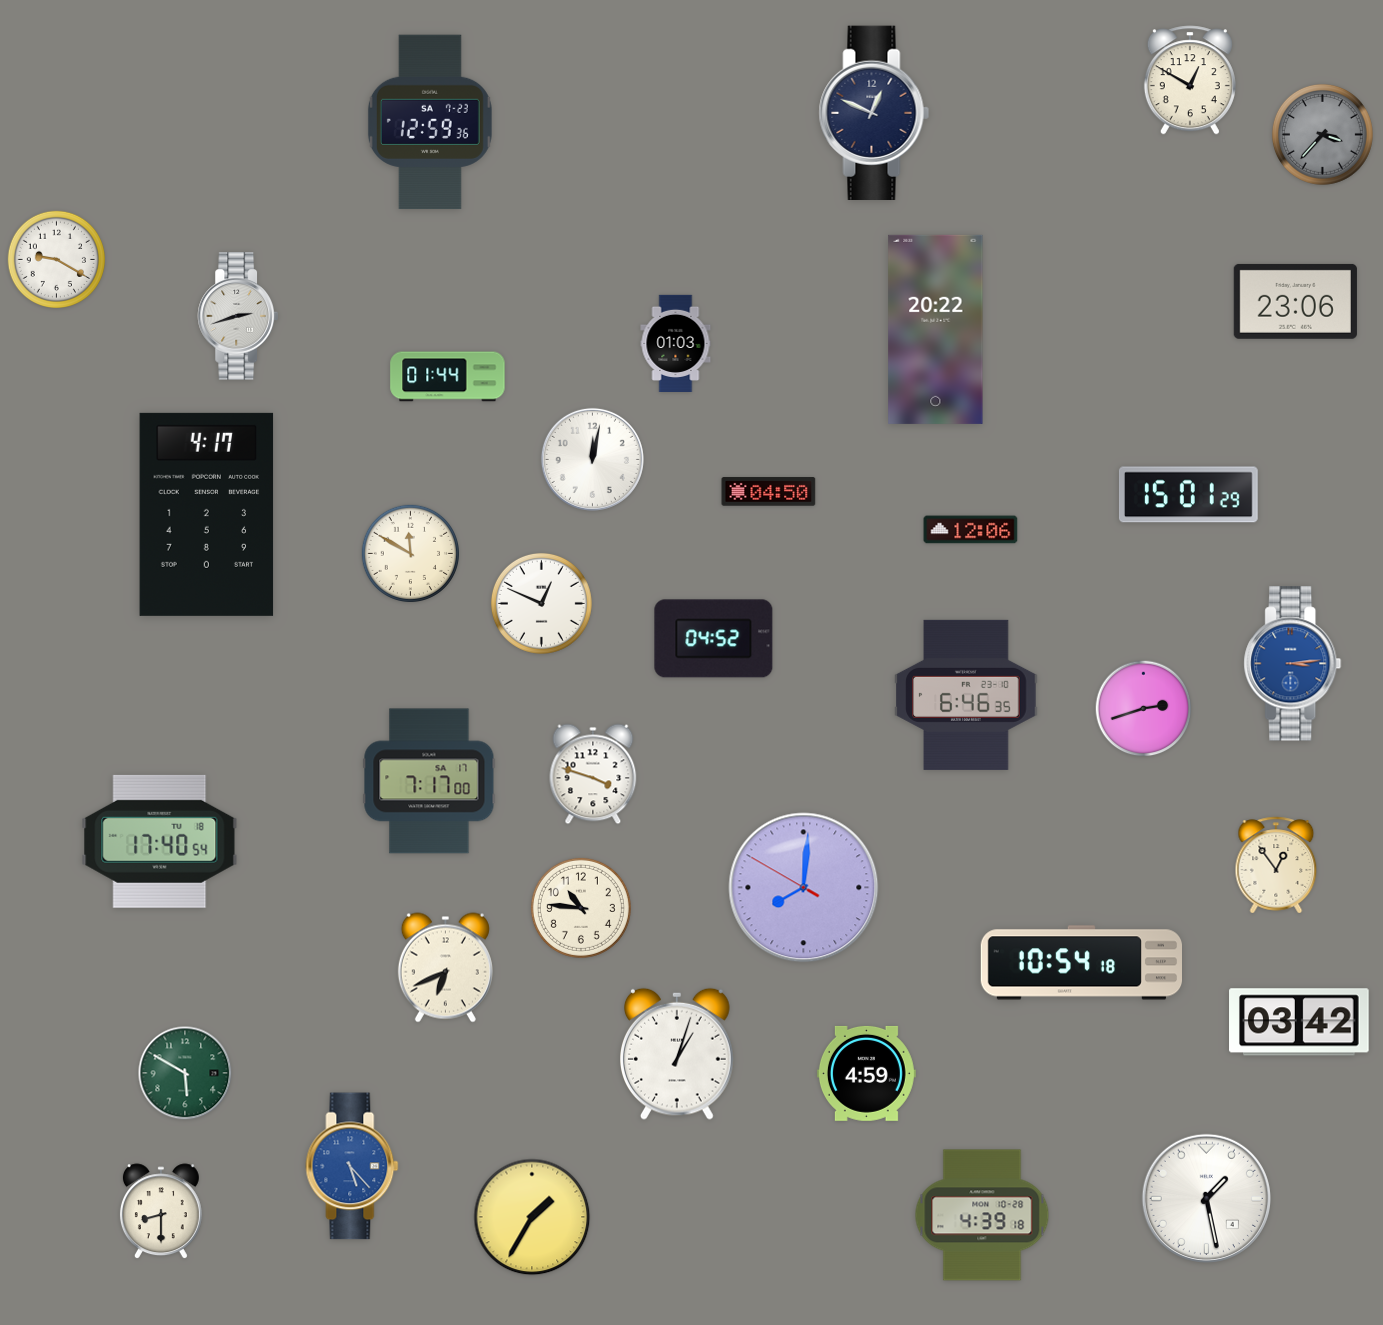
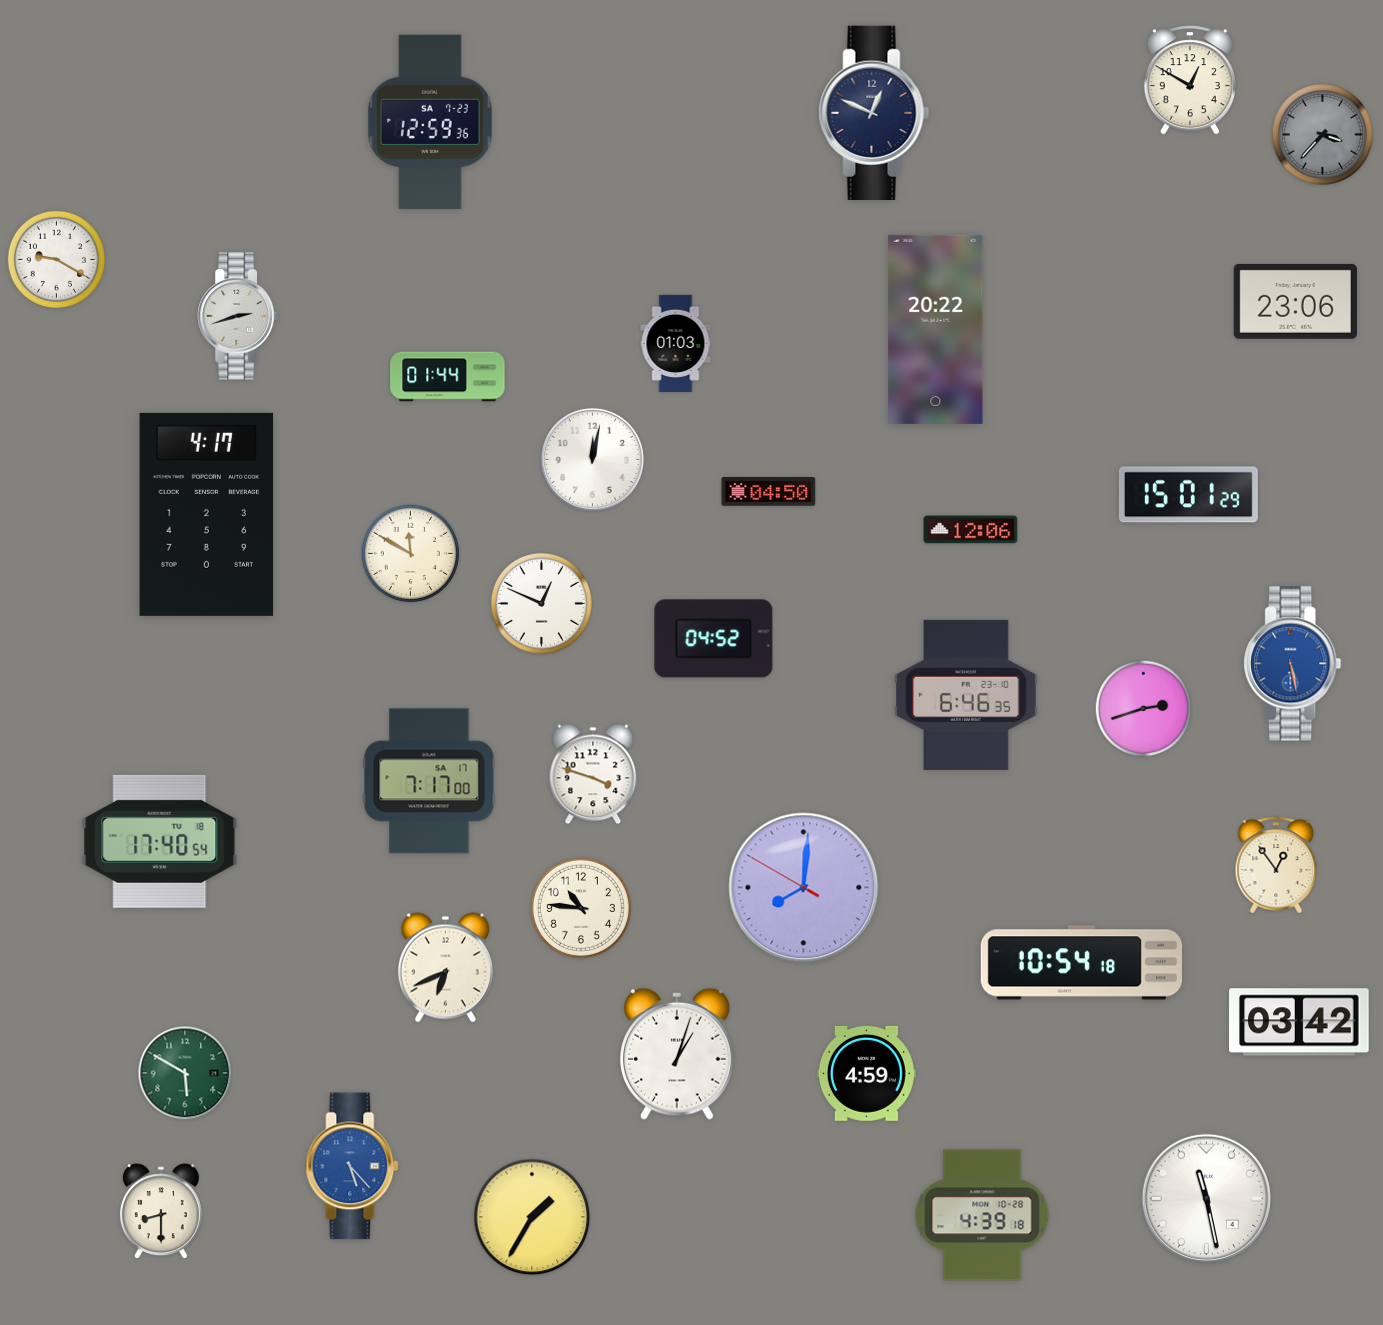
clock at (1293, 664): 3:14 -> 5:28
clock at (1206, 1198): 1:28 -> 11:28
